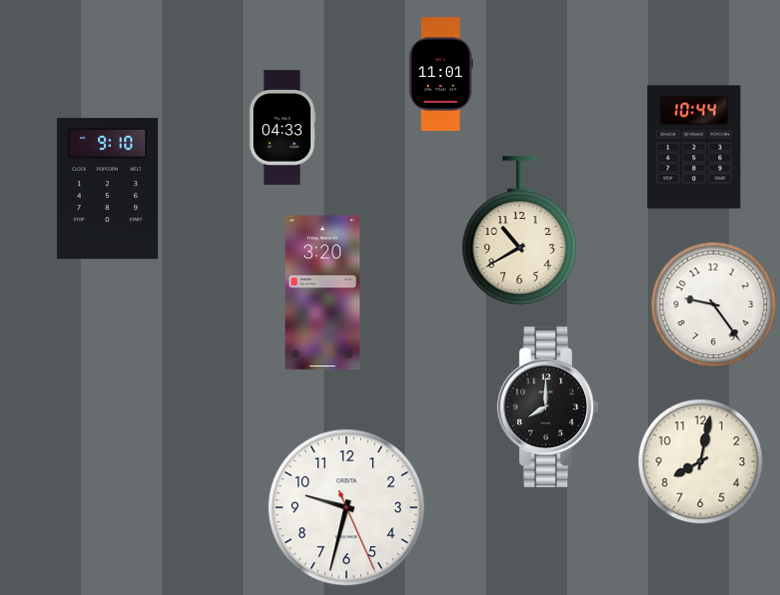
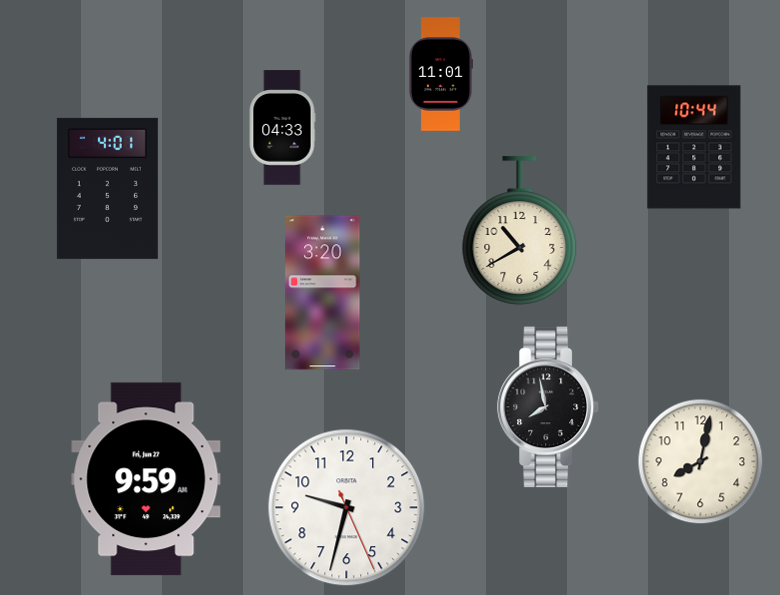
clock at (107, 188): 9:10 -> 4:01
clock at (714, 305): 9:24 -> none
clock at (549, 407): 8:00 -> 7:58
clock at (146, 479): none -> 9:59
